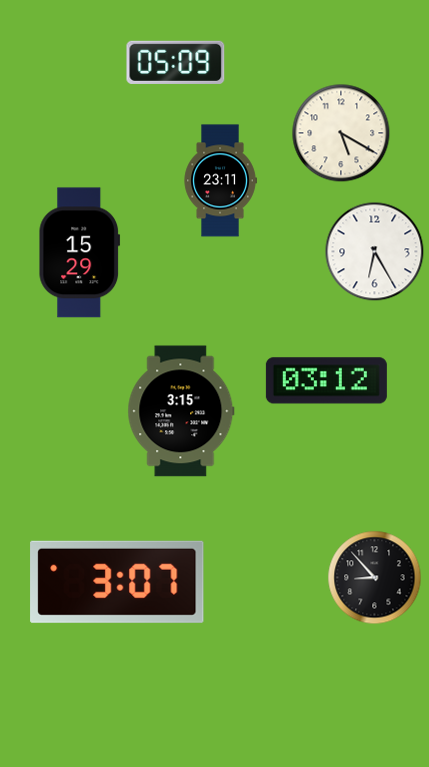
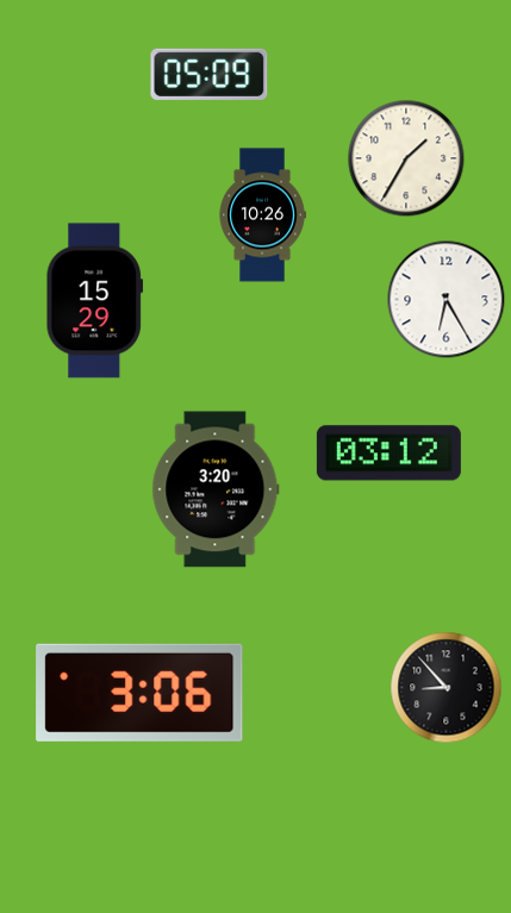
clock at (341, 133): 5:20 -> 1:35
clock at (220, 181): 23:11 -> 10:26
clock at (181, 411): 3:15 -> 3:20
clock at (117, 582): 3:07 -> 3:06
